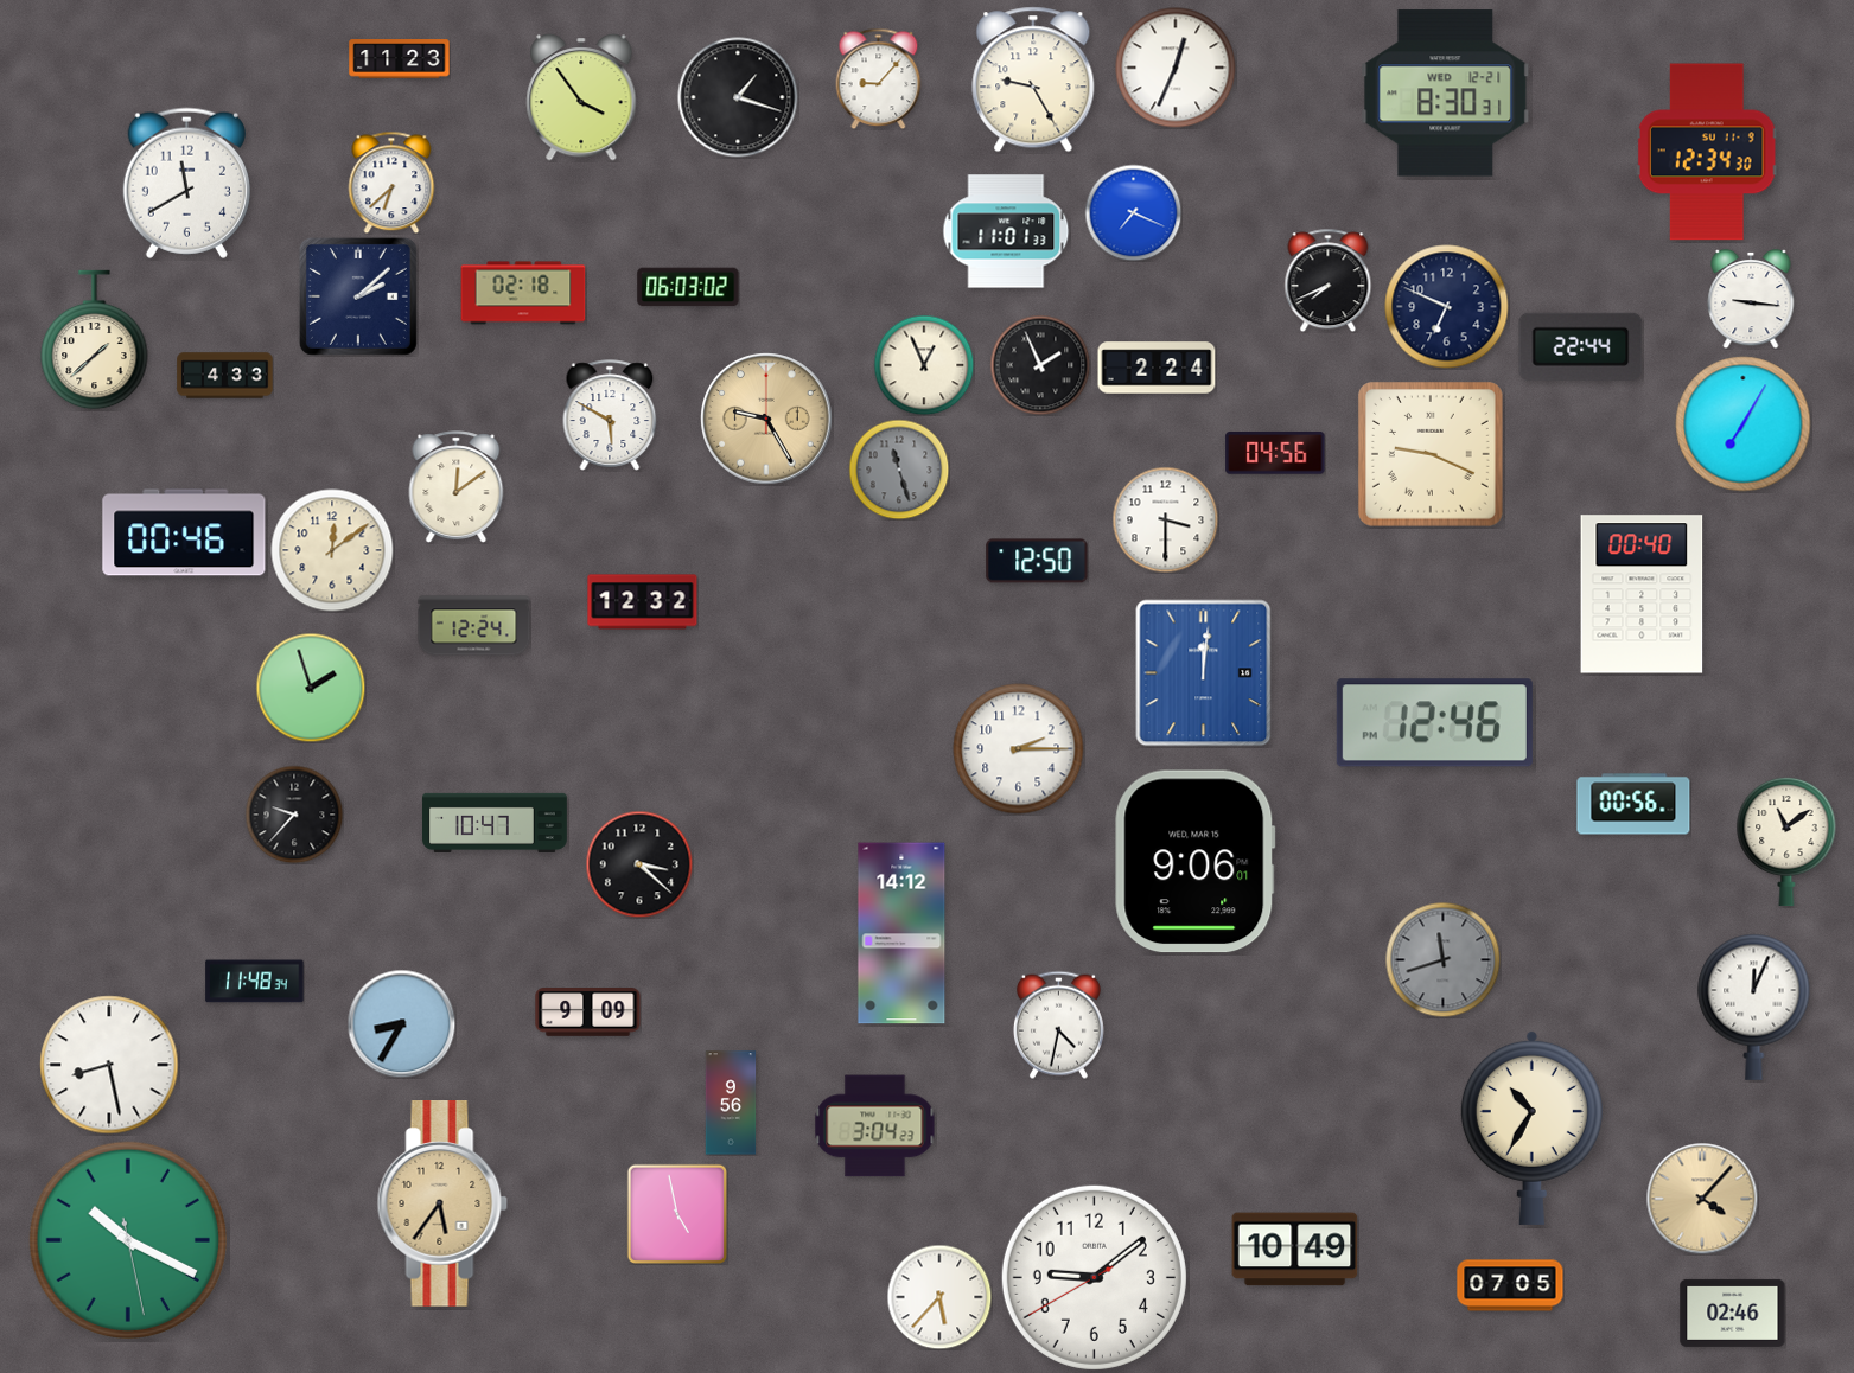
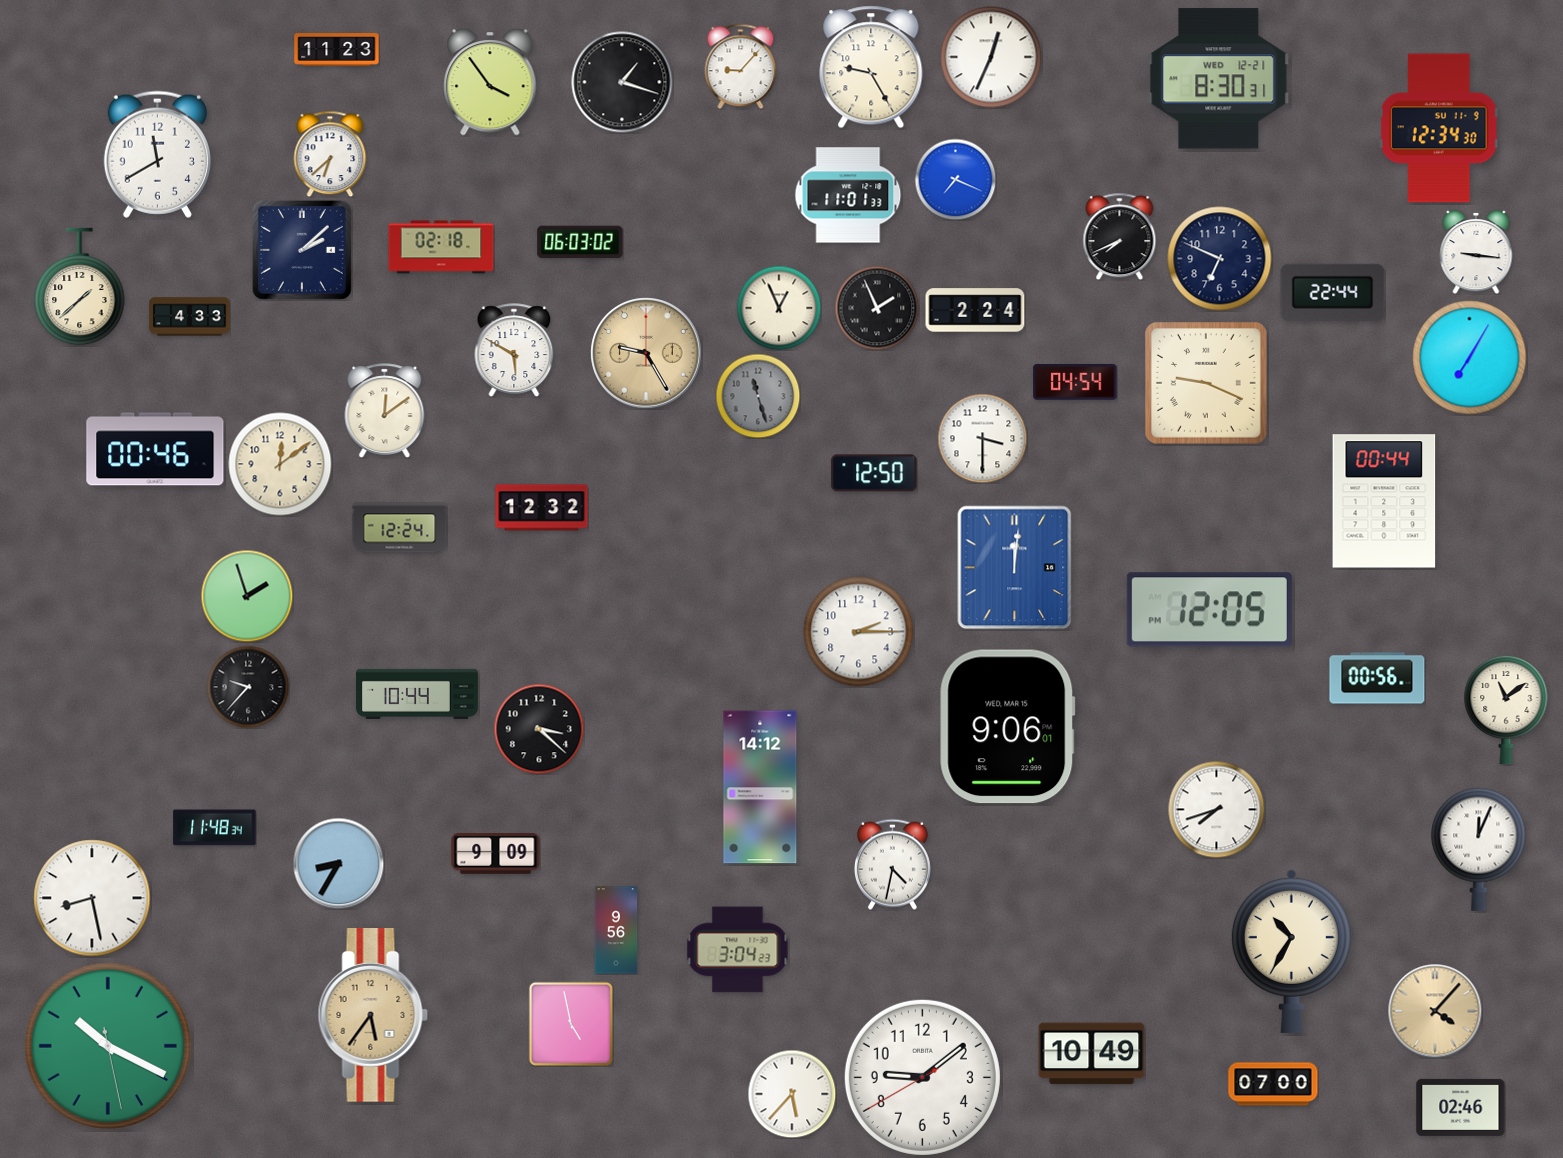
clock at (1275, 453): 04:56 -> 04:54
clock at (1642, 594): 00:40 -> 00:44
clock at (311, 688) position: (311, 688) -> (247, 596)
clock at (1434, 723): 12:46 -> 12:05
clock at (496, 823): 10:47 -> 10:44
clock at (1442, 959): 11:42 -> 7:42
clock at (1442, 959) dial: grey -> white
clock at (1510, 1285): 07:05 -> 07:00
